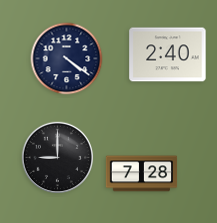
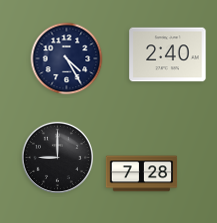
clock at (67, 59): 4:21 -> 4:25
